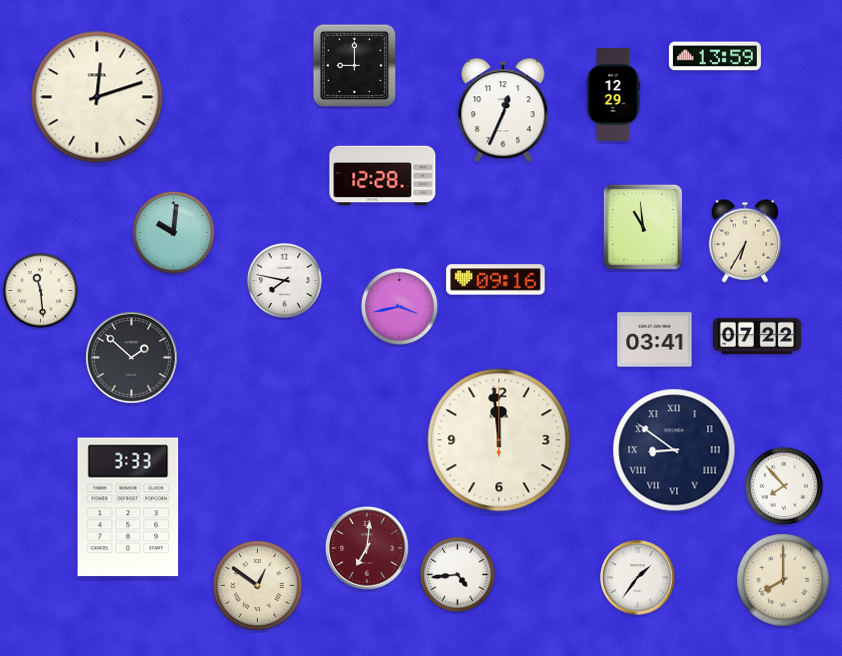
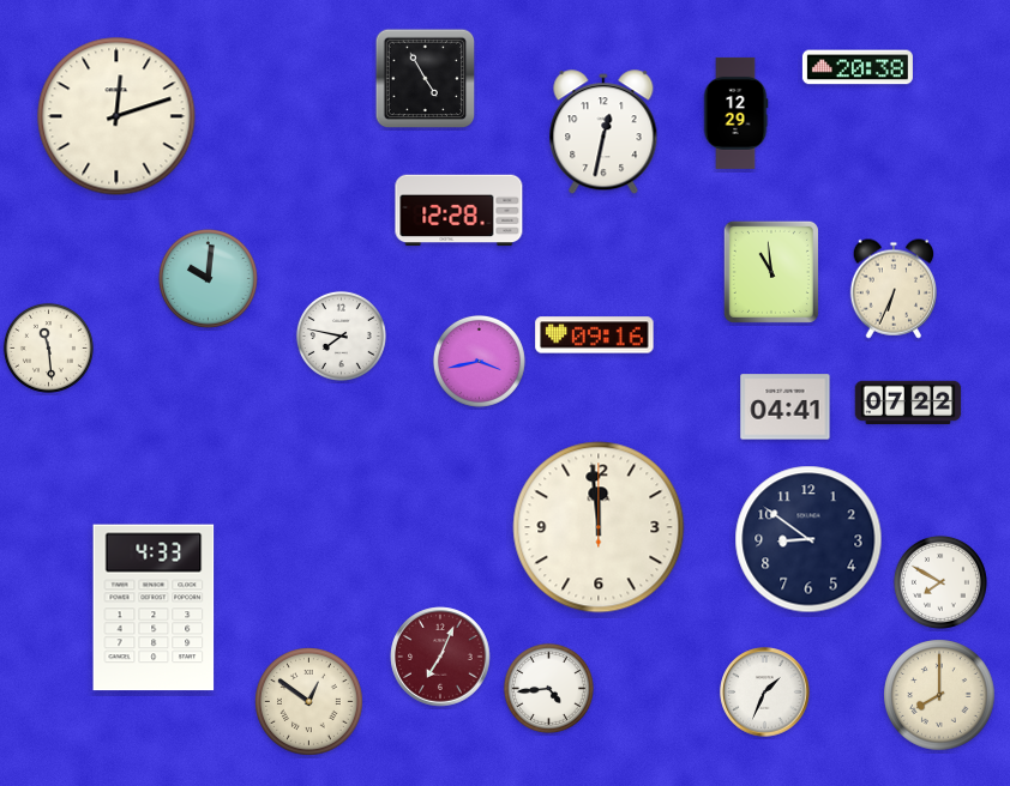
clock at (715, 56): 13:59 -> 20:38
clock at (355, 66): 9:00 -> 4:55
clock at (503, 111): 12:34 -> 12:32
clock at (744, 241): 6:35 -> 6:34
clock at (399, 306) position: (399, 306) -> (479, 361)
clock at (655, 340): 03:41 -> 04:41
clock at (132, 358): 1:52 -> none
clock at (674, 450) numerals: Roman -> Arabic
clock at (784, 486): 7:53 -> 7:50
clock at (128, 507): 3:33 -> 4:33
clock at (367, 548): 7:01 -> 7:04
clock at (638, 578): 1:36 -> 1:34
